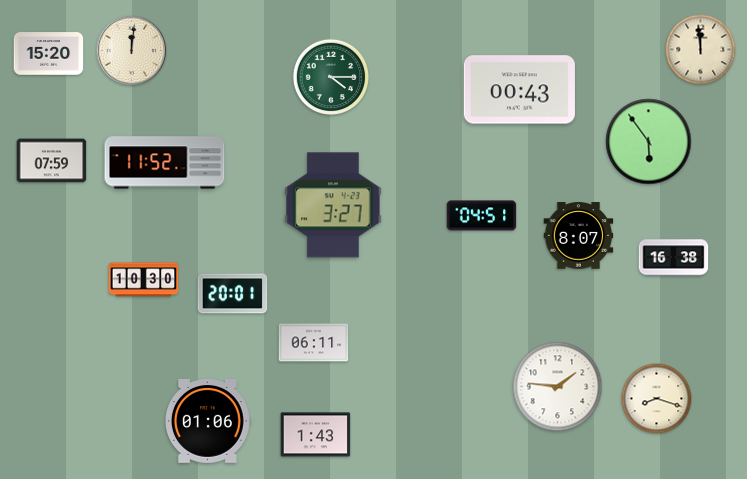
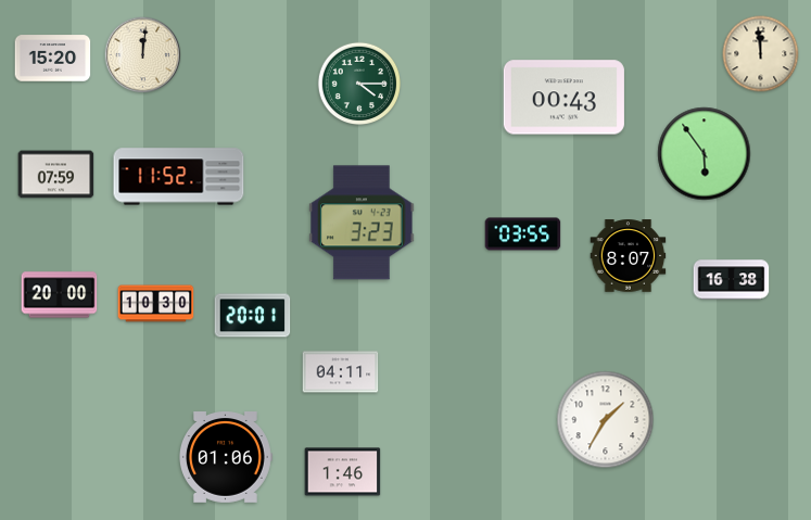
clock at (333, 205): 3:27 -> 3:23
clock at (482, 216): 04:51 -> 03:55
clock at (60, 295): none -> 20:00
clock at (233, 294) position: (233, 294) -> (253, 316)
clock at (314, 343): 06:11 -> 04:11
clock at (558, 387): 1:46 -> 1:35
clock at (657, 399): 8:18 -> none
clock at (316, 435): 1:43 -> 1:46
